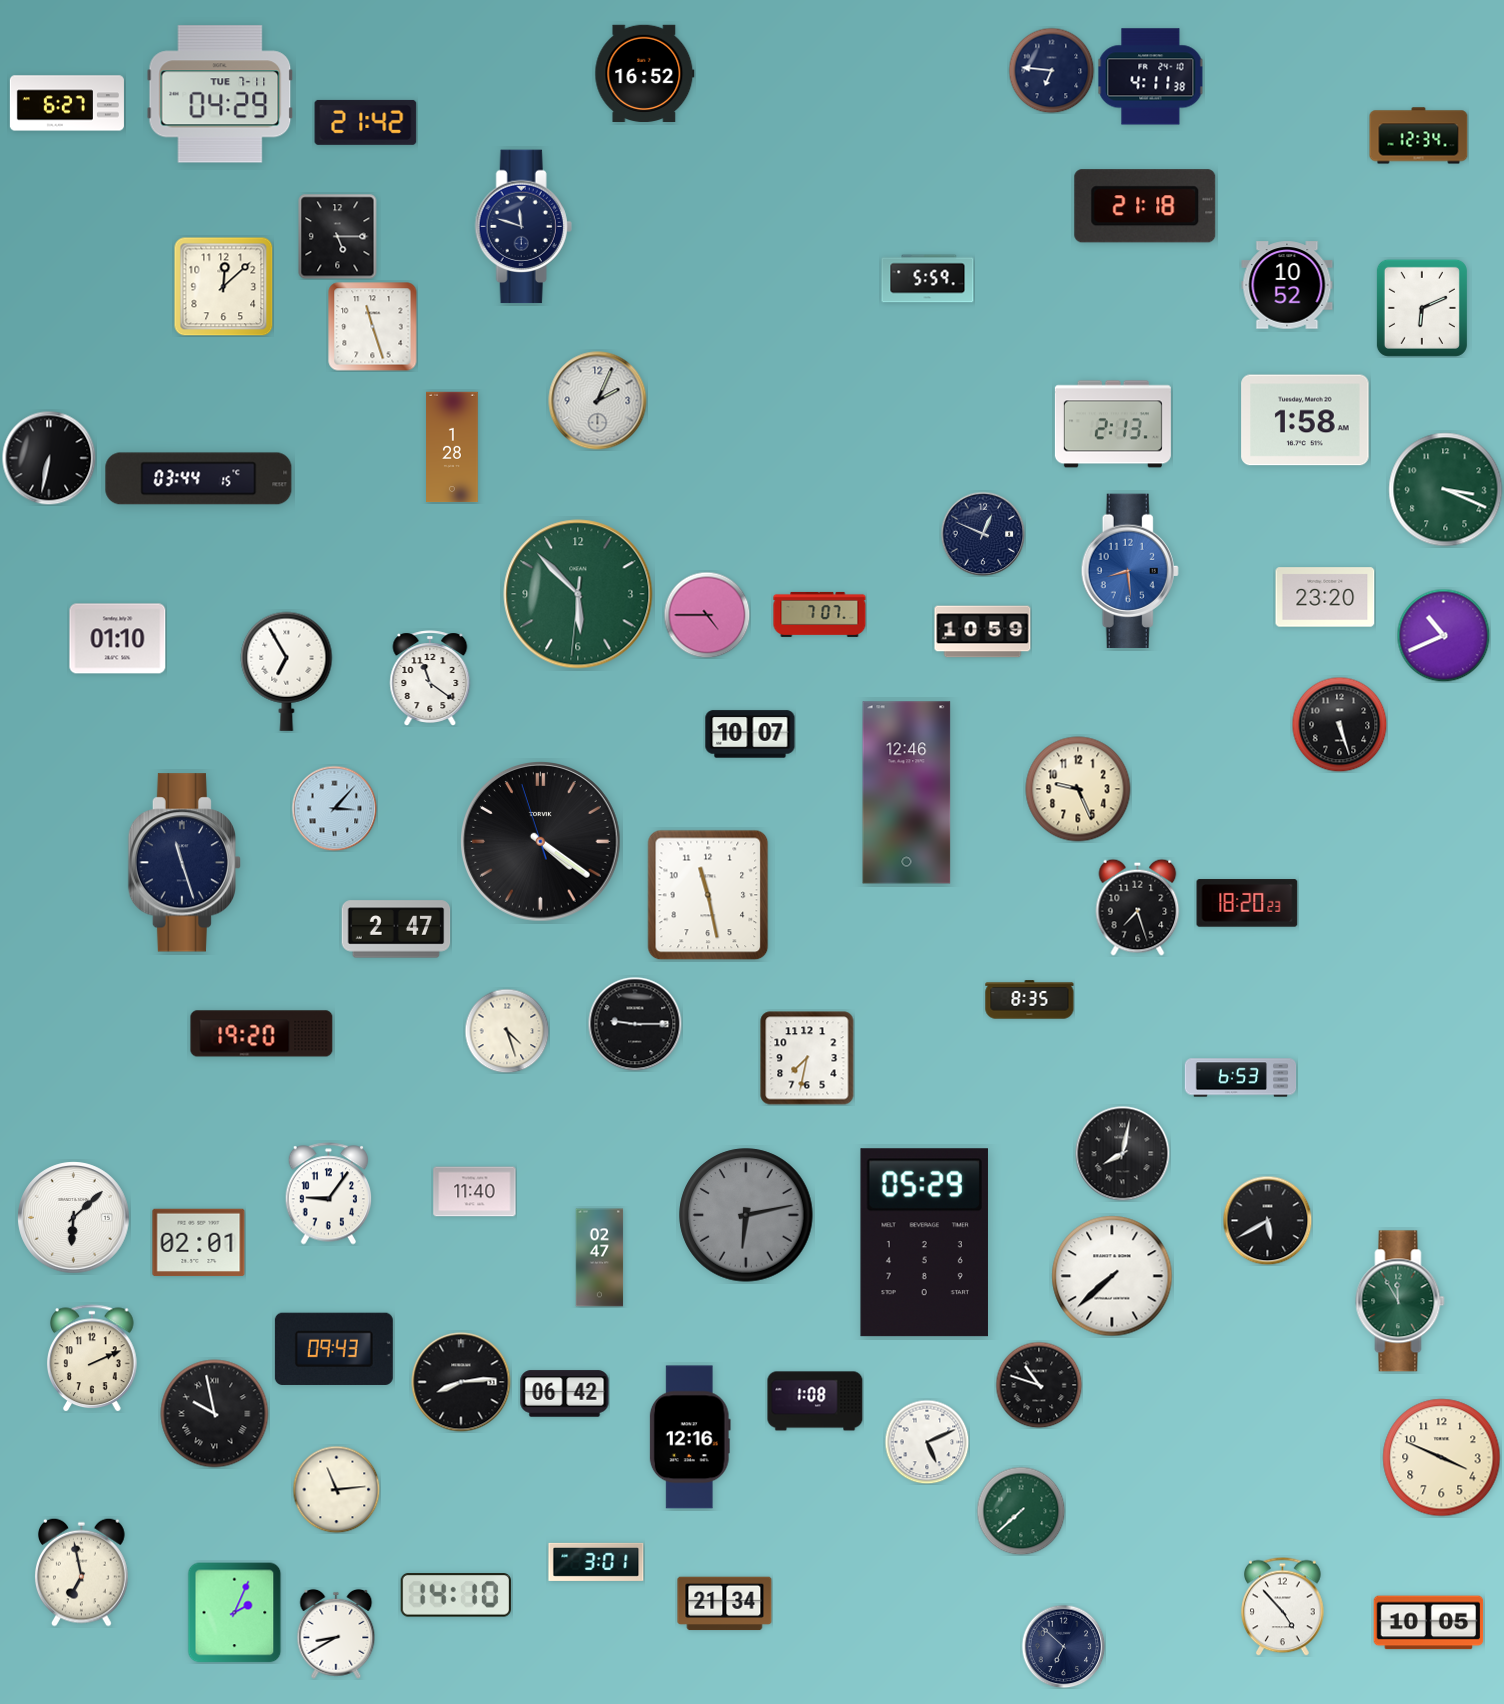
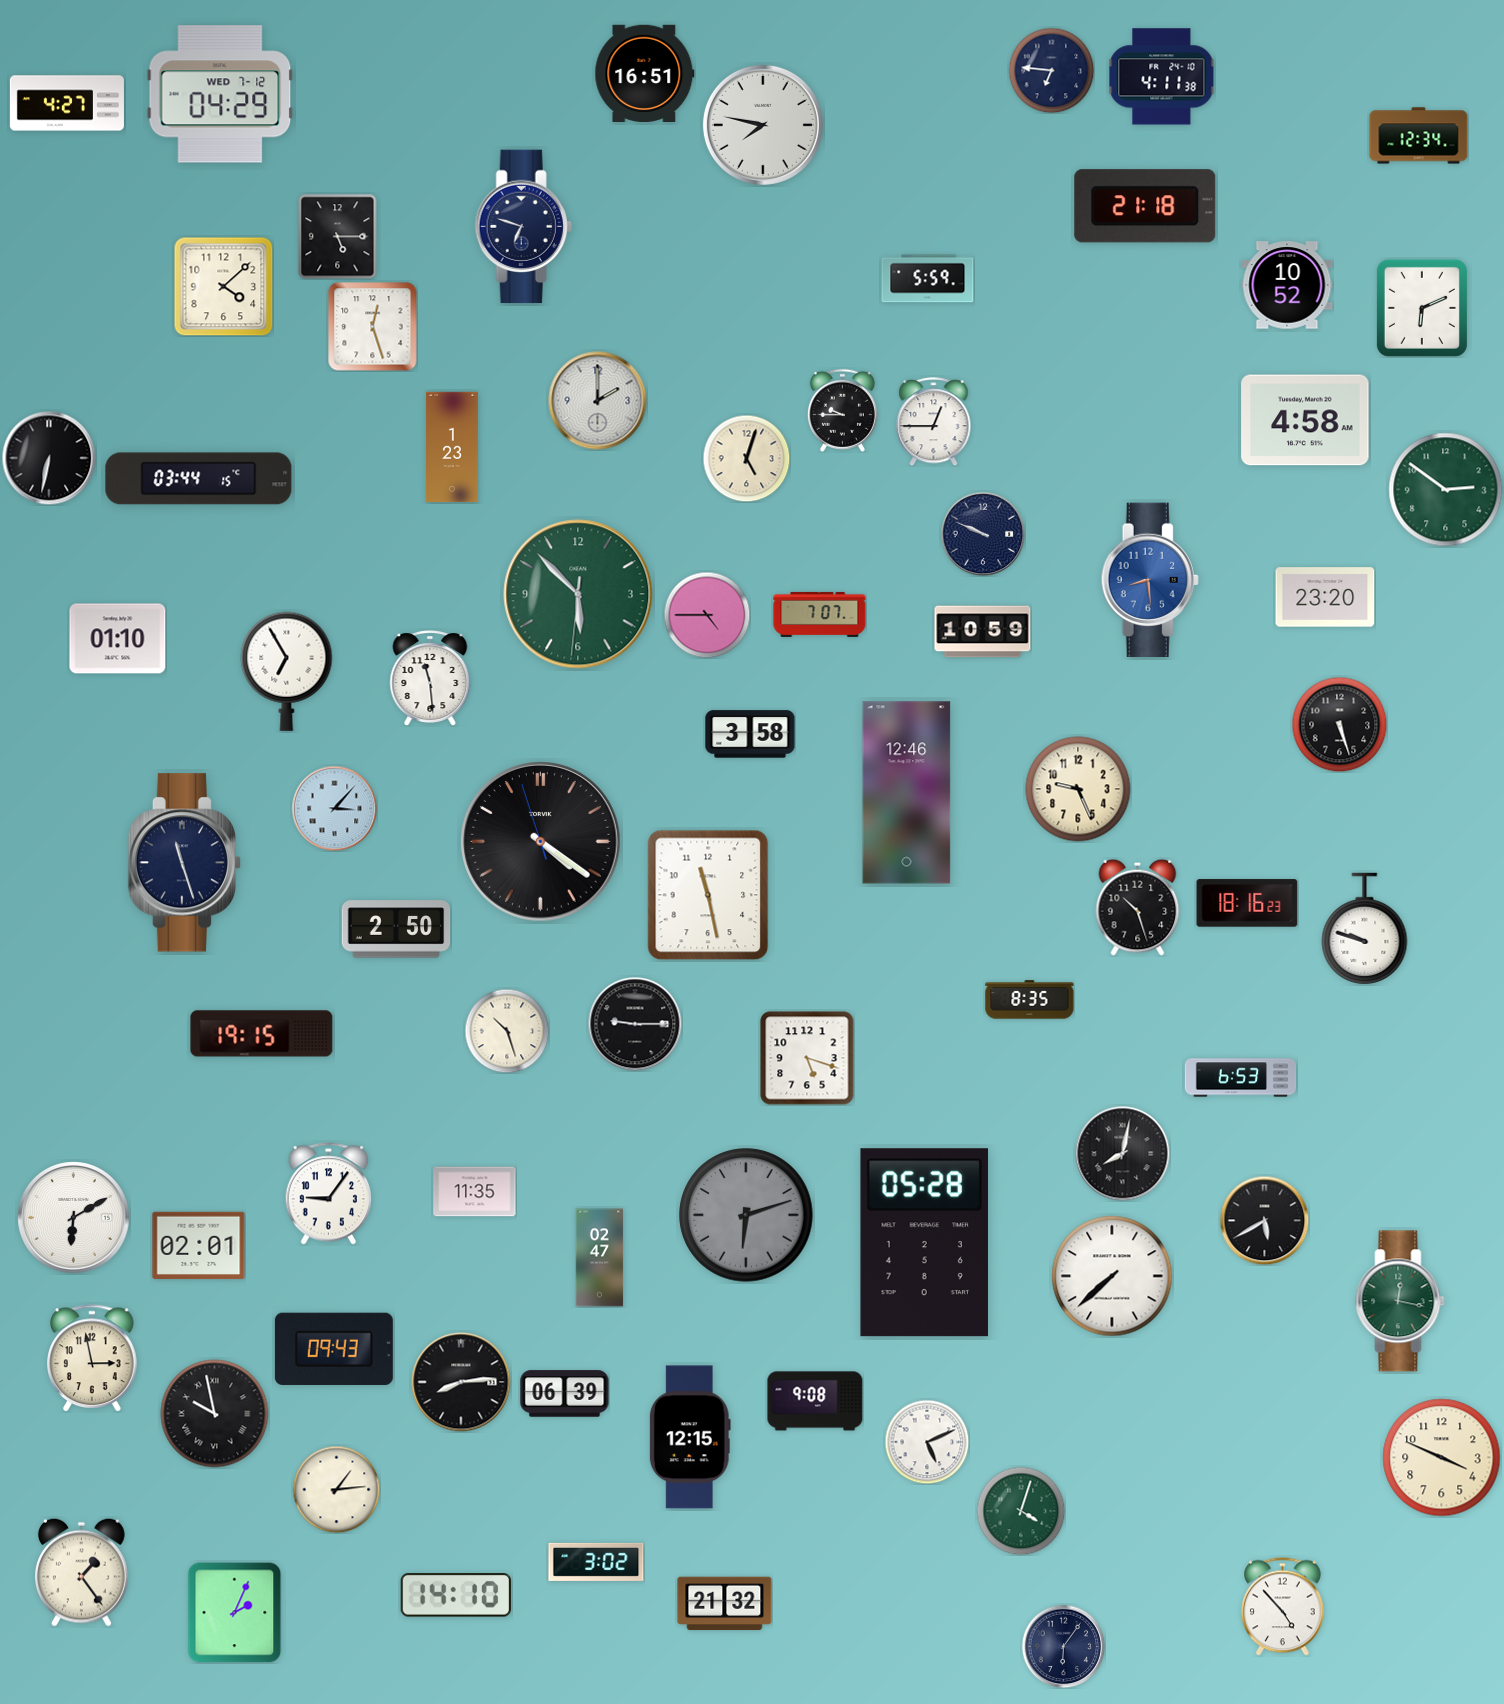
clock at (645, 73): 16:52 -> 16:51
clock at (1151, 77) position: (1151, 77) -> (1162, 77)
clock at (220, 94) date: TUE 7-11 -> WED 7-12
clock at (67, 103): 6:27 -> 4:27
clock at (366, 122): 21:42 -> none
clock at (763, 125): none -> 7:47
clock at (523, 227): 11:48 -> 6:48
clock at (223, 286): 12:08 -> 4:08
clock at (373, 327): 11:27 -> 12:27
clock at (598, 401): 2:04 -> 2:00
clock at (842, 410): none -> 9:45
clock at (1305, 420): 1:58 -> 4:58
clock at (934, 422): none -> 12:45
clock at (1113, 424): 2:13 -> none
clock at (452, 447): 1:28 -> 1:23
clock at (746, 458): none -> 5:03
clock at (1446, 490): 3:19 -> 2:51
clock at (983, 534): 12:49 -> 9:49
clock at (1130, 571) position: (1130, 571) -> (1150, 580)
clock at (1443, 635): 10:41 -> none
clock at (430, 678): 11:21 -> 11:29
clock at (750, 734): 10:07 -> 3:58
clock at (1247, 903): 18:20 -> 18:16
clock at (1138, 907): 7:27 -> 10:27
clock at (396, 929): 2:47 -> 2:50
clock at (1365, 929): none -> 9:48
clock at (507, 1031): 4:27 -> 10:27
clock at (262, 1034): 19:20 -> 19:15
clock at (807, 1058): 7:32 -> 5:18
clock at (475, 1192): 11:40 -> 11:35
clock at (746, 1215): 6:13 -> 6:12
clock at (74, 1218): 6:08 -> 6:10
clock at (1267, 1220) position: (1267, 1220) -> (1264, 1220)
clock at (199, 1243) position: (199, 1243) -> (199, 1246)
clock at (924, 1243): 05:29 -> 05:28
clock at (1400, 1301): 11:55 -> 12:17
clock at (92, 1358): 2:11 -> 2:58
clock at (1039, 1385): 10:48 -> none
clock at (565, 1394): 06:42 -> 06:39
clock at (815, 1401): 1:08 -> 9:08
clock at (690, 1437): 12:16 -> 12:15
clock at (336, 1489): 11:14 -> 1:14
clock at (1021, 1511): 7:38 -> 4:03
clock at (596, 1562): 3:01 -> 3:02
clock at (82, 1572): 6:58 -> 1:24
clock at (725, 1604): 21:34 -> 21:32
clock at (1429, 1623): 10:05 -> none
clock at (336, 1634): 8:40 -> none
clock at (1063, 1646): 6:52 -> 6:06
